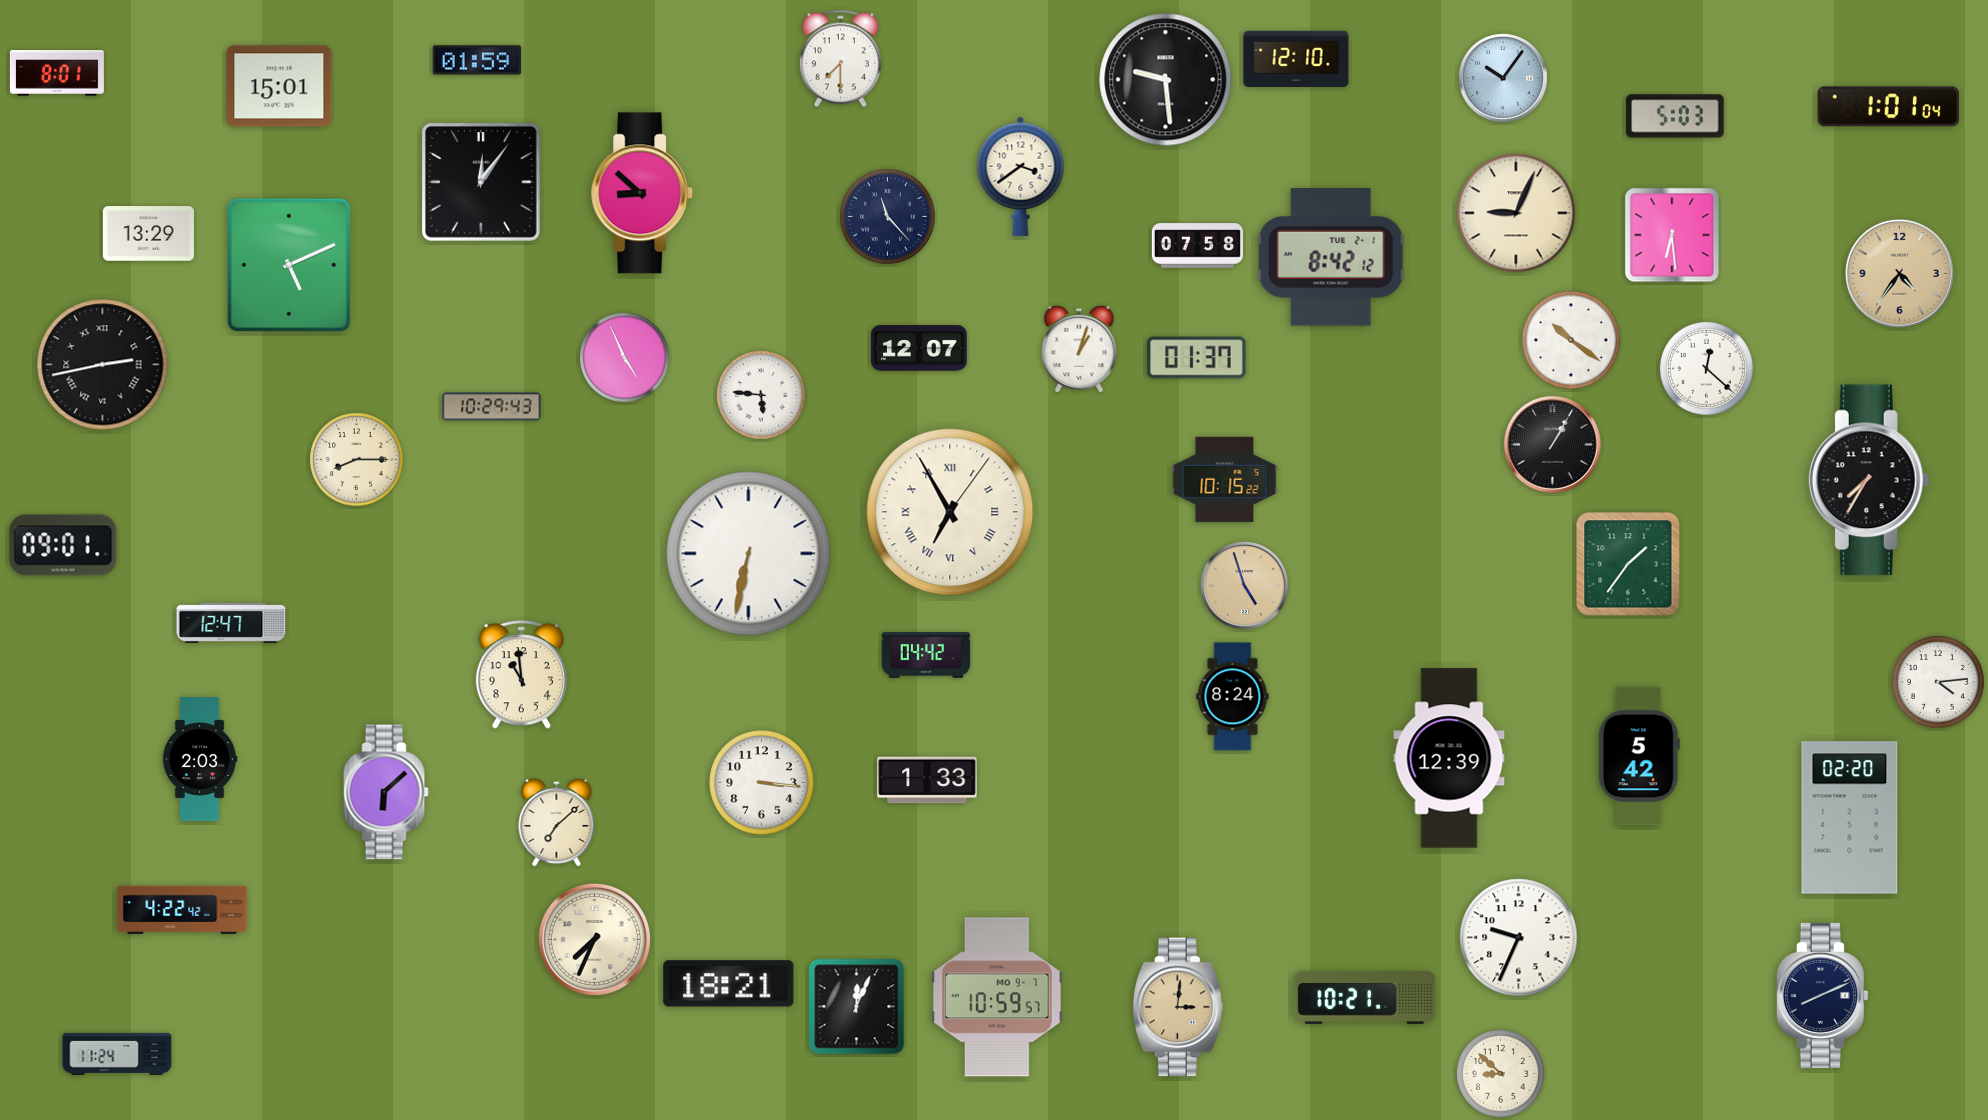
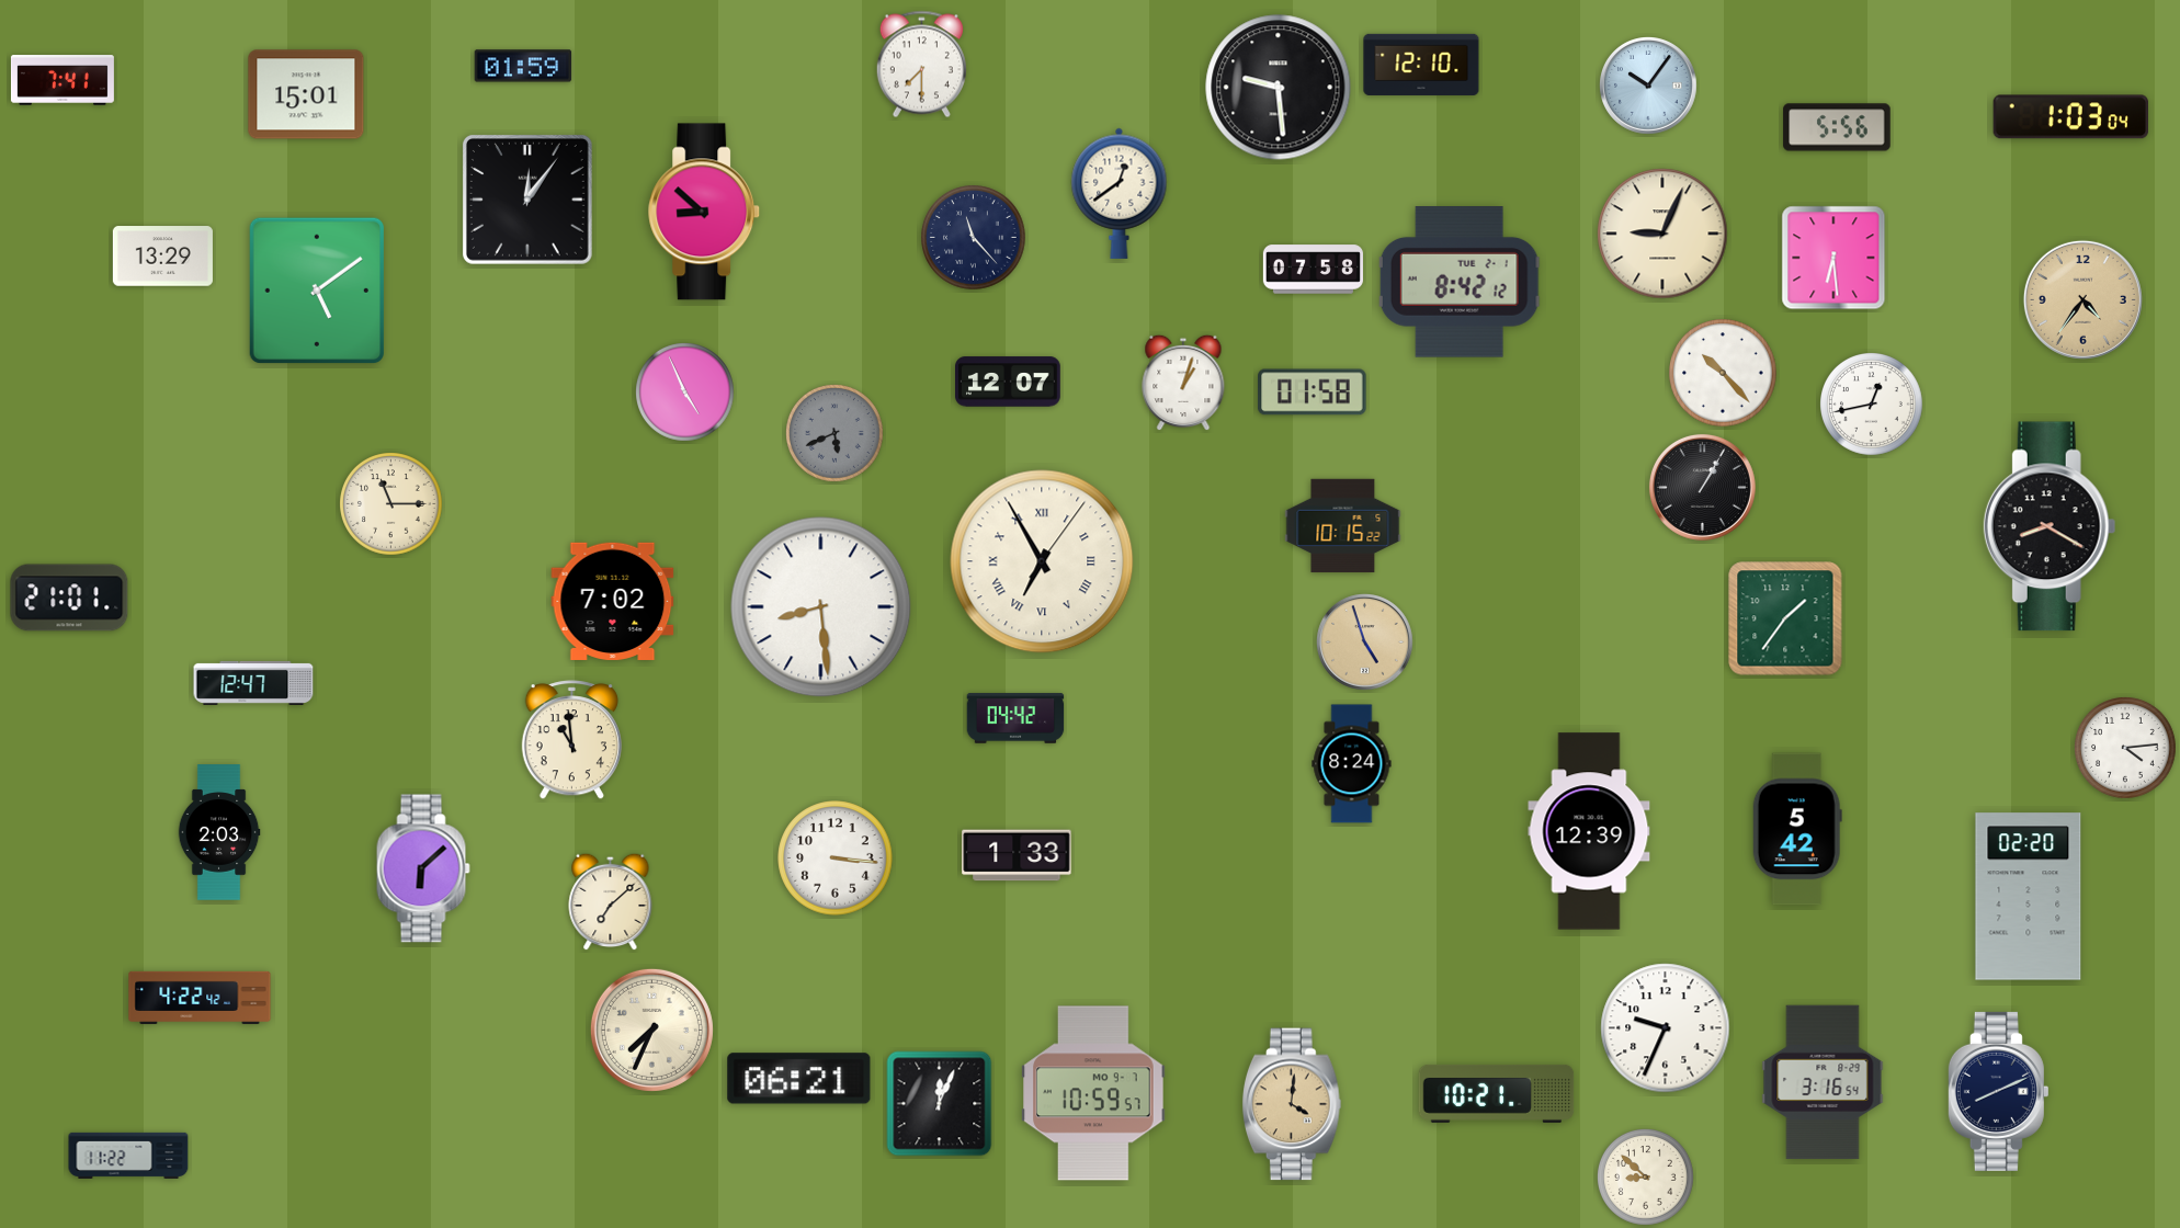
clock at (57, 73): 8:01 -> 7:41
clock at (1888, 107): 1:01 -> 1:03
clock at (1675, 116): 5:03 -> 5:56
clock at (1021, 176): 3:39 -> 12:39
clock at (288, 265): 5:11 -> 5:09
clock at (1571, 340): 10:21 -> 10:23
clock at (1197, 358): 01:37 -> 01:58
clock at (103, 365): 2:43 -> none
clock at (1707, 369): 12:22 -> 12:43
clock at (762, 396): 5:46 -> 5:41
clock at (762, 396) dial: white -> grey
clock at (492, 407): 10:29 -> none
clock at (357, 460): 8:15 -> 11:15
clock at (1869, 480): 7:35 -> 8:20
clock at (63, 545): 09:01 -> 21:01
clock at (613, 601): none -> 7:02
clock at (749, 554): 6:32 -> 8:29
clock at (729, 984): 18:21 -> 06:21
clock at (1823, 1082): none -> 3:16
clock at (1178, 1007): 3:01 -> 4:01
clock at (117, 1054): 11:24 -> 11:22
